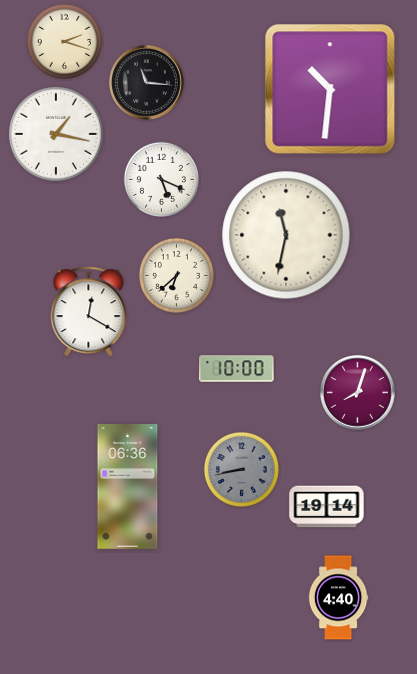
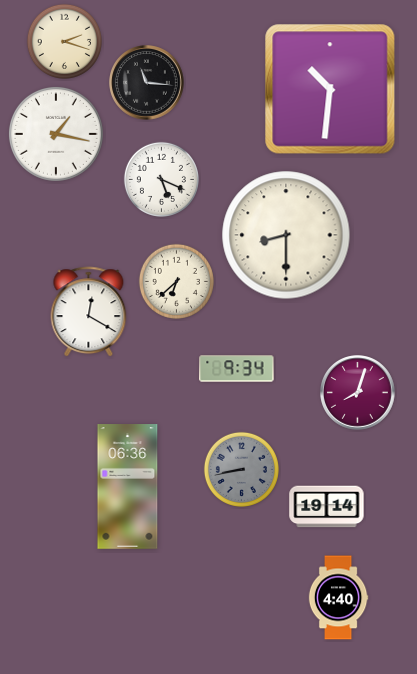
clock at (286, 235): 11:32 -> 8:30
clock at (176, 275) position: (176, 275) -> (176, 281)
clock at (237, 369): 10:00 -> 9:34
